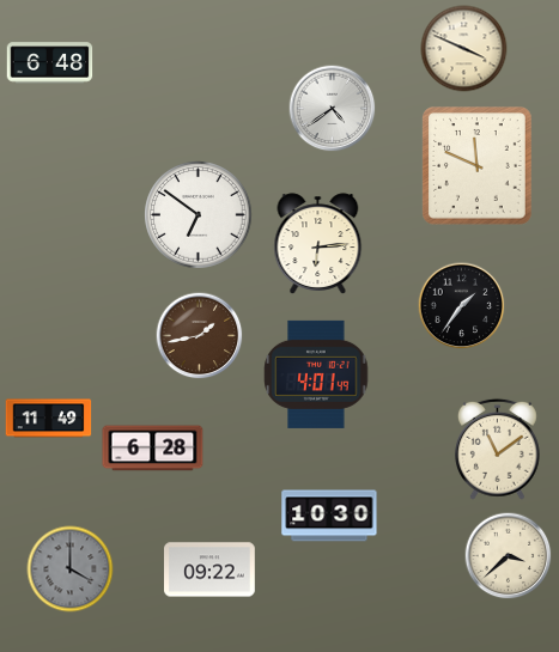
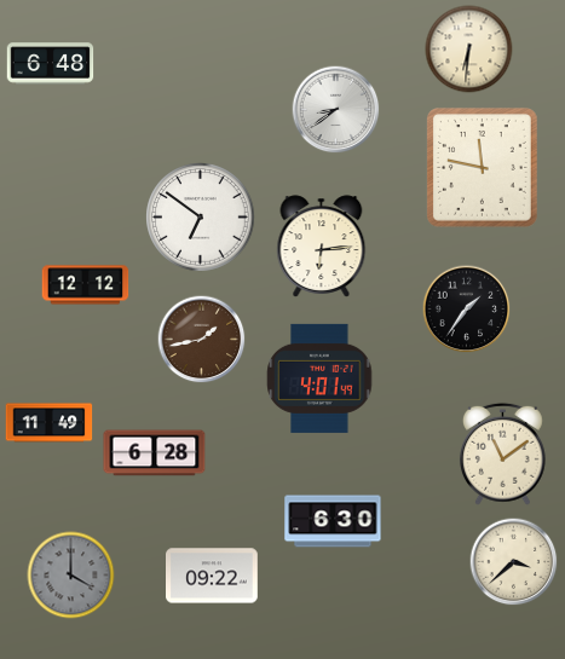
clock at (464, 49): 3:49 -> 6:31
clock at (333, 109): 4:39 -> 8:39
clock at (478, 166): 11:49 -> 11:47
clock at (86, 285): none -> 12:12
clock at (329, 516): 10:30 -> 6:30
